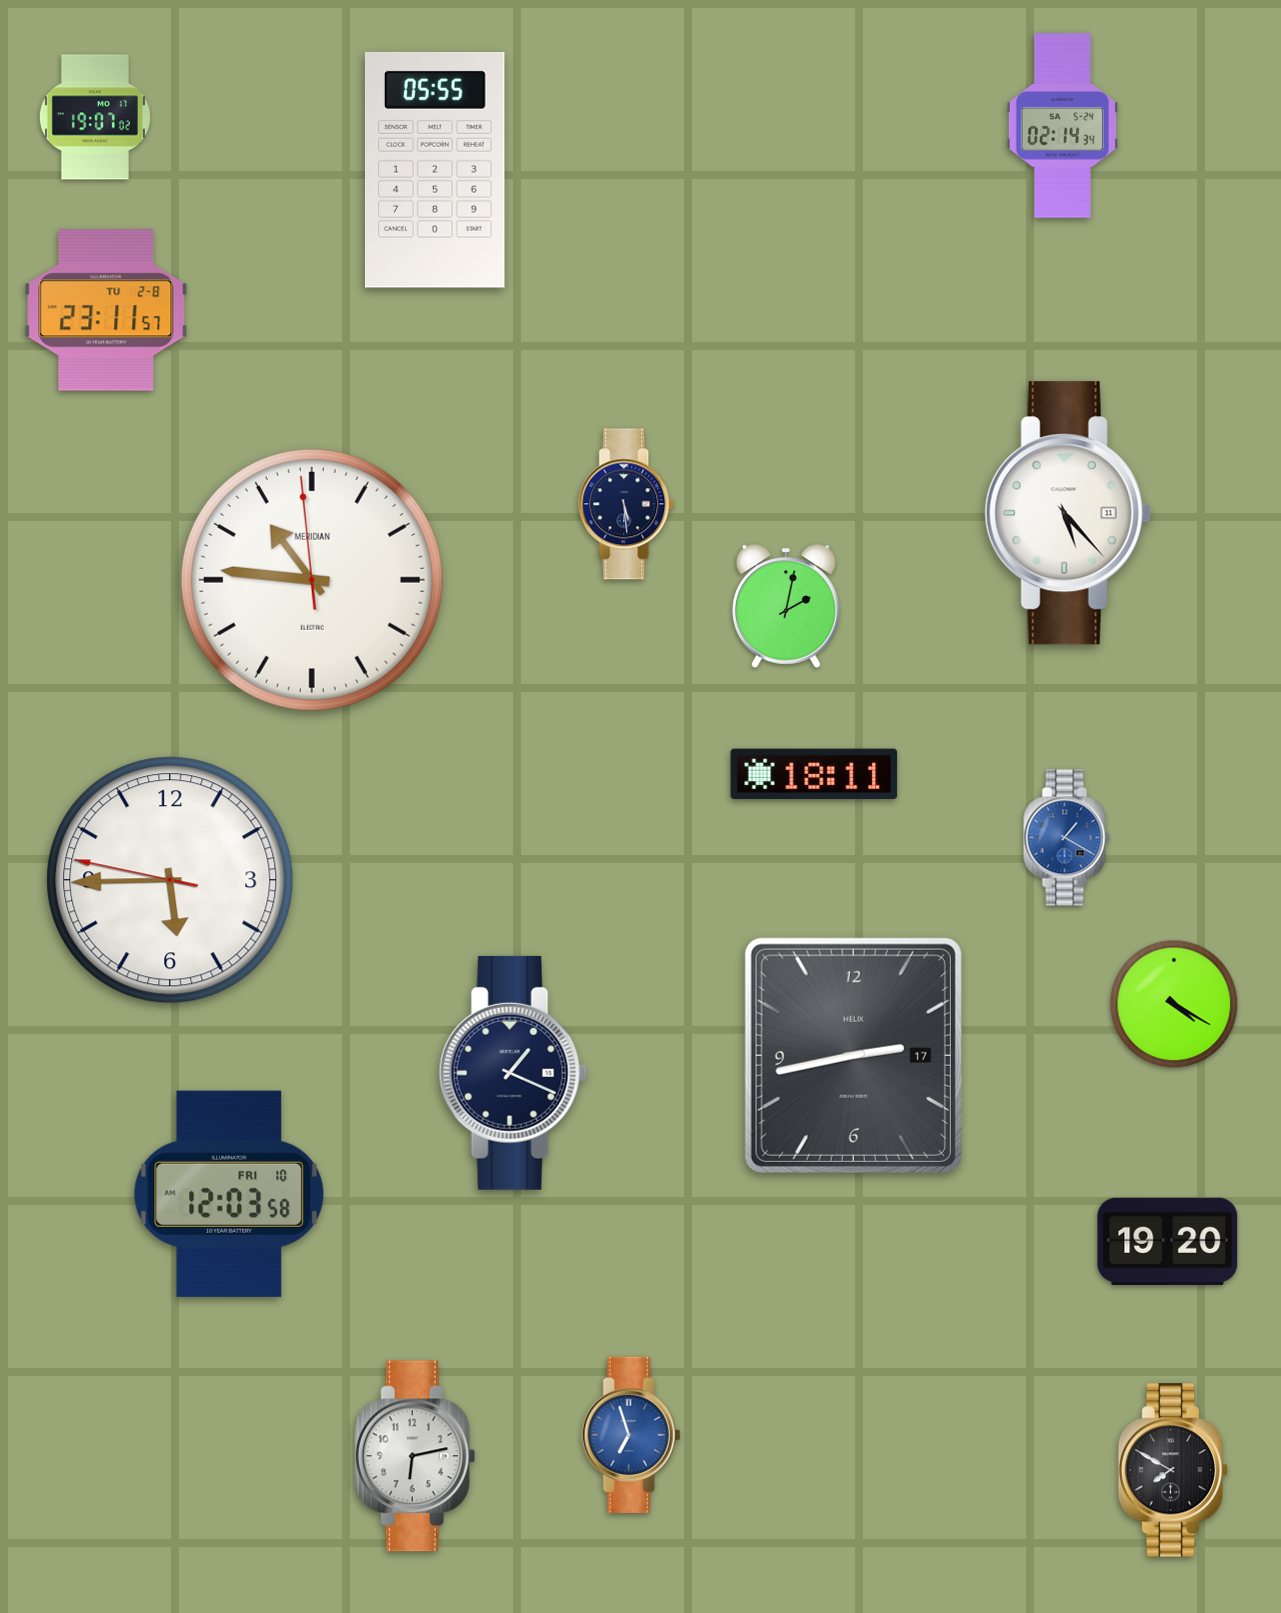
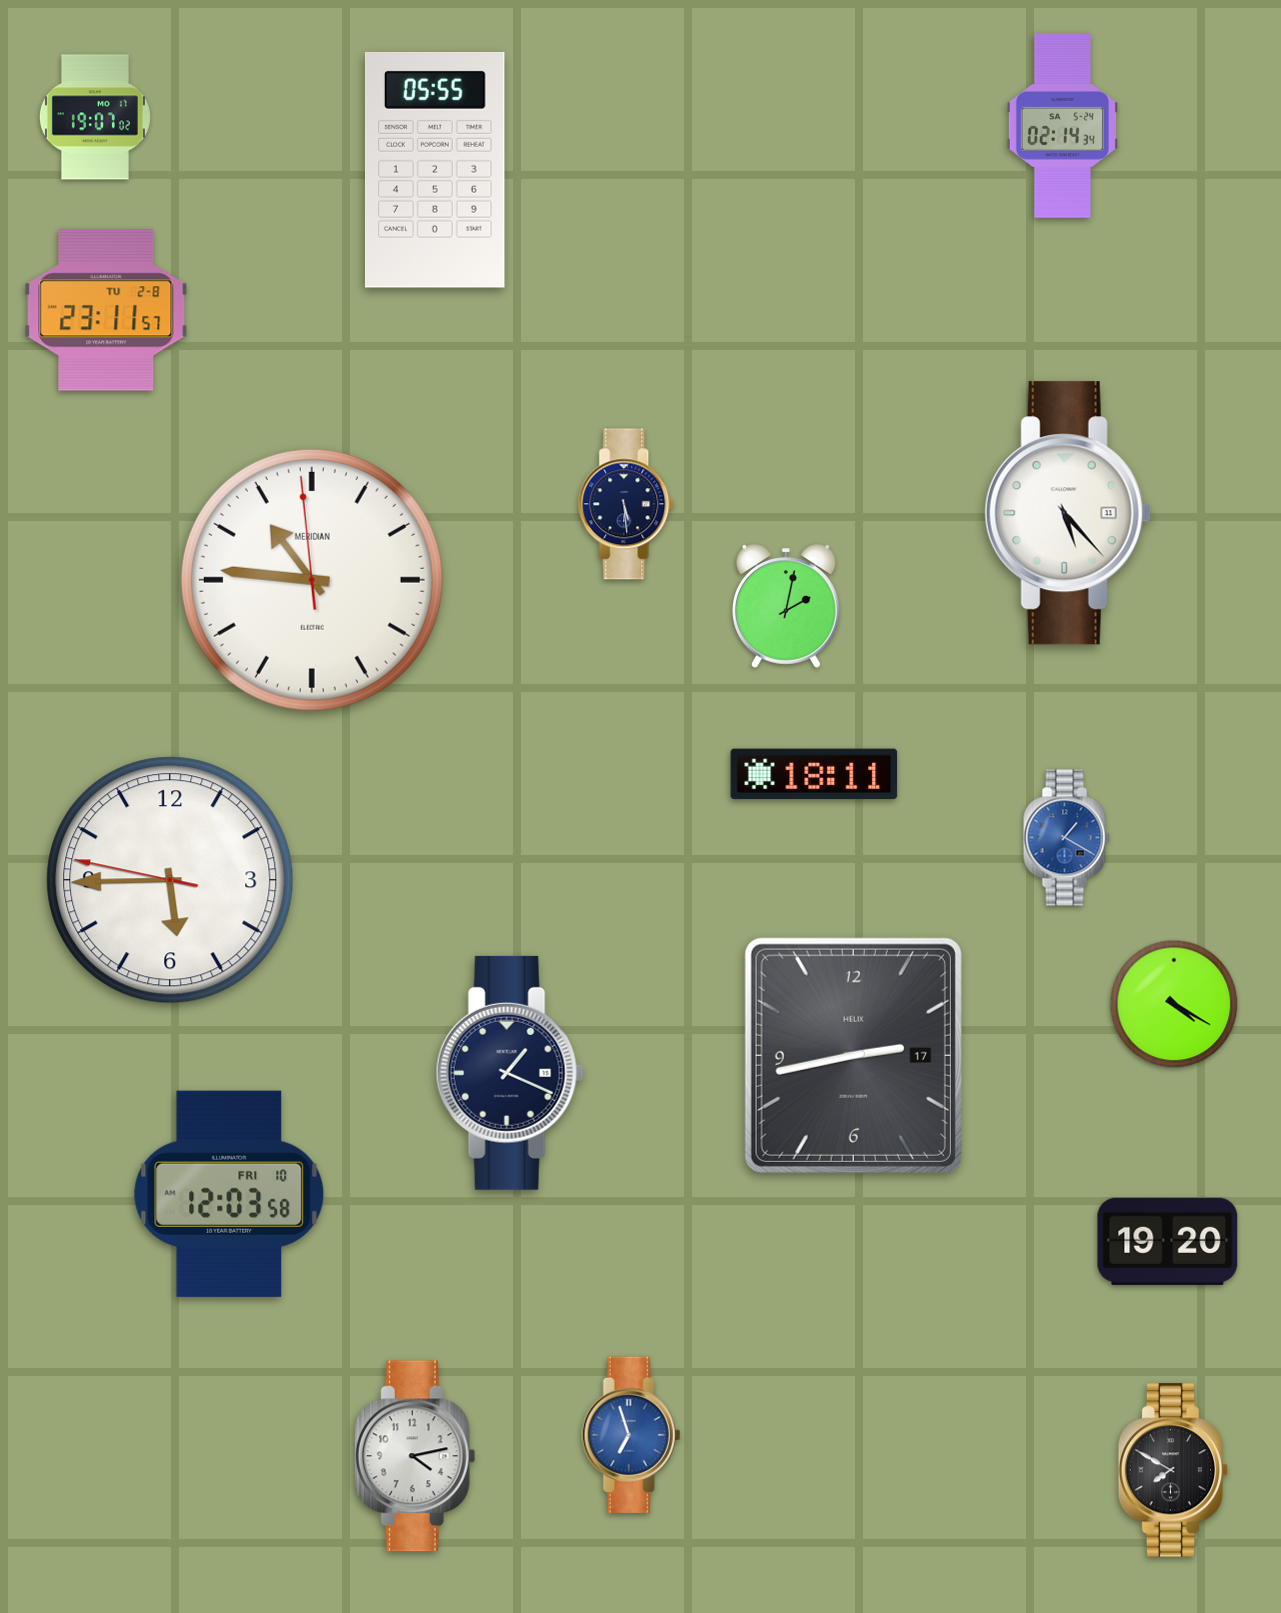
clock at (513, 1073) position: (513, 1073) -> (510, 1073)
clock at (415, 1456): 6:13 -> 4:13
